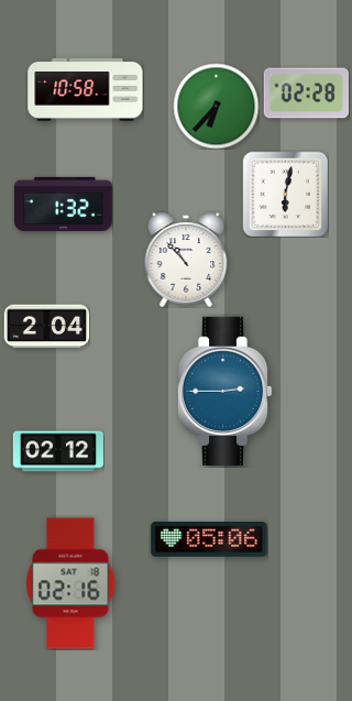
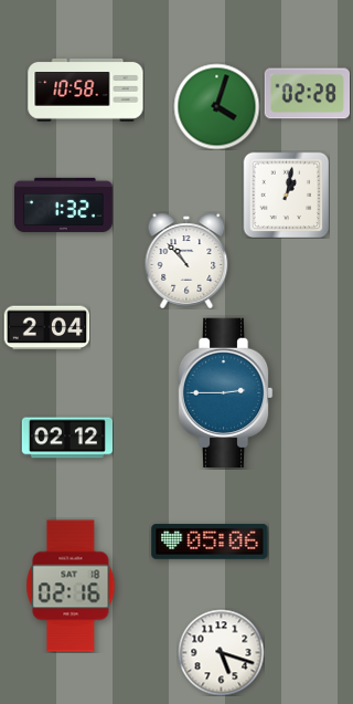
clock at (216, 106): 6:37 -> 4:03
clock at (285, 194): 6:02 -> 1:02
clock at (57, 451) position: (57, 451) -> (66, 438)
clock at (221, 652): none -> 5:18
